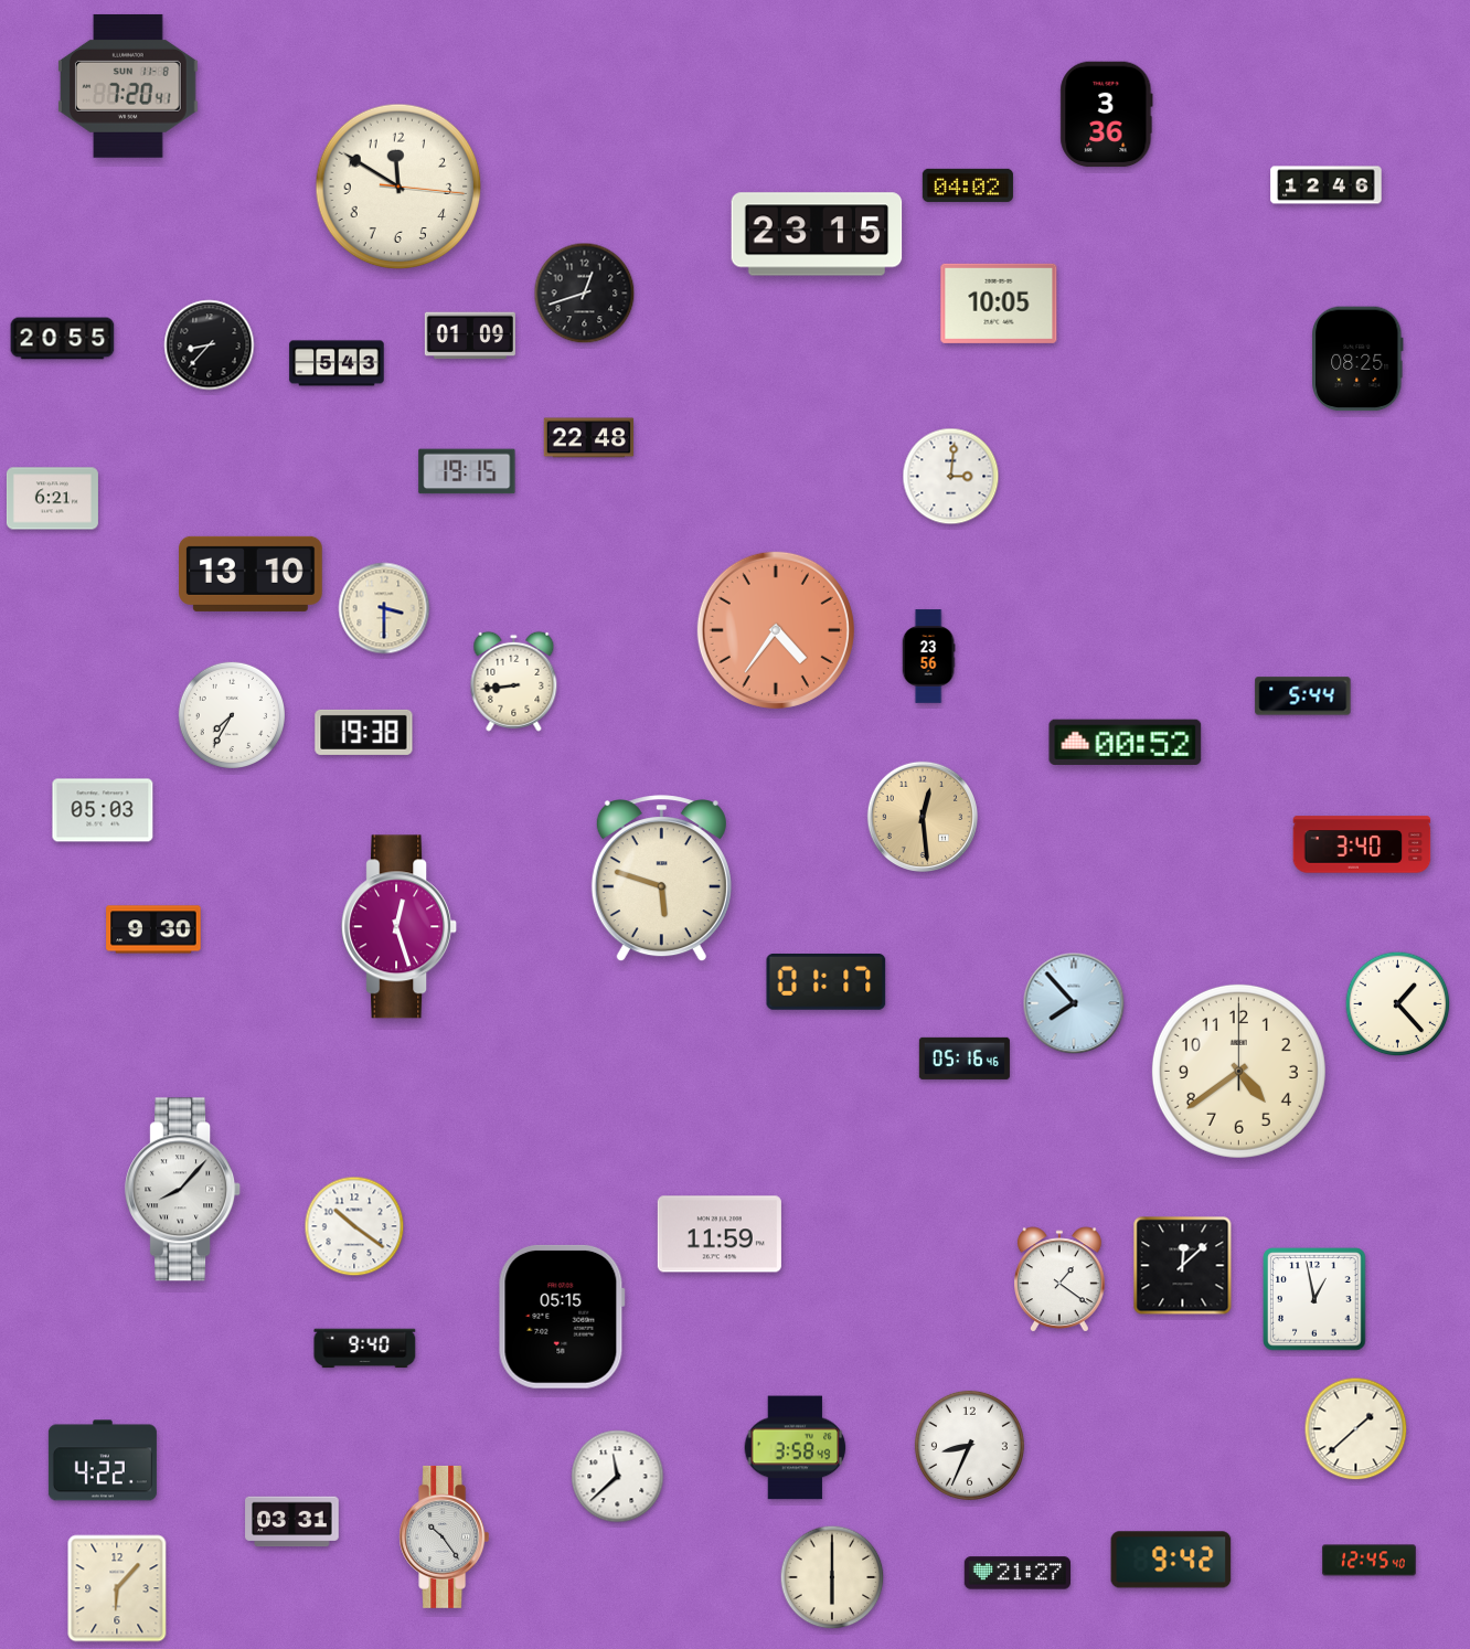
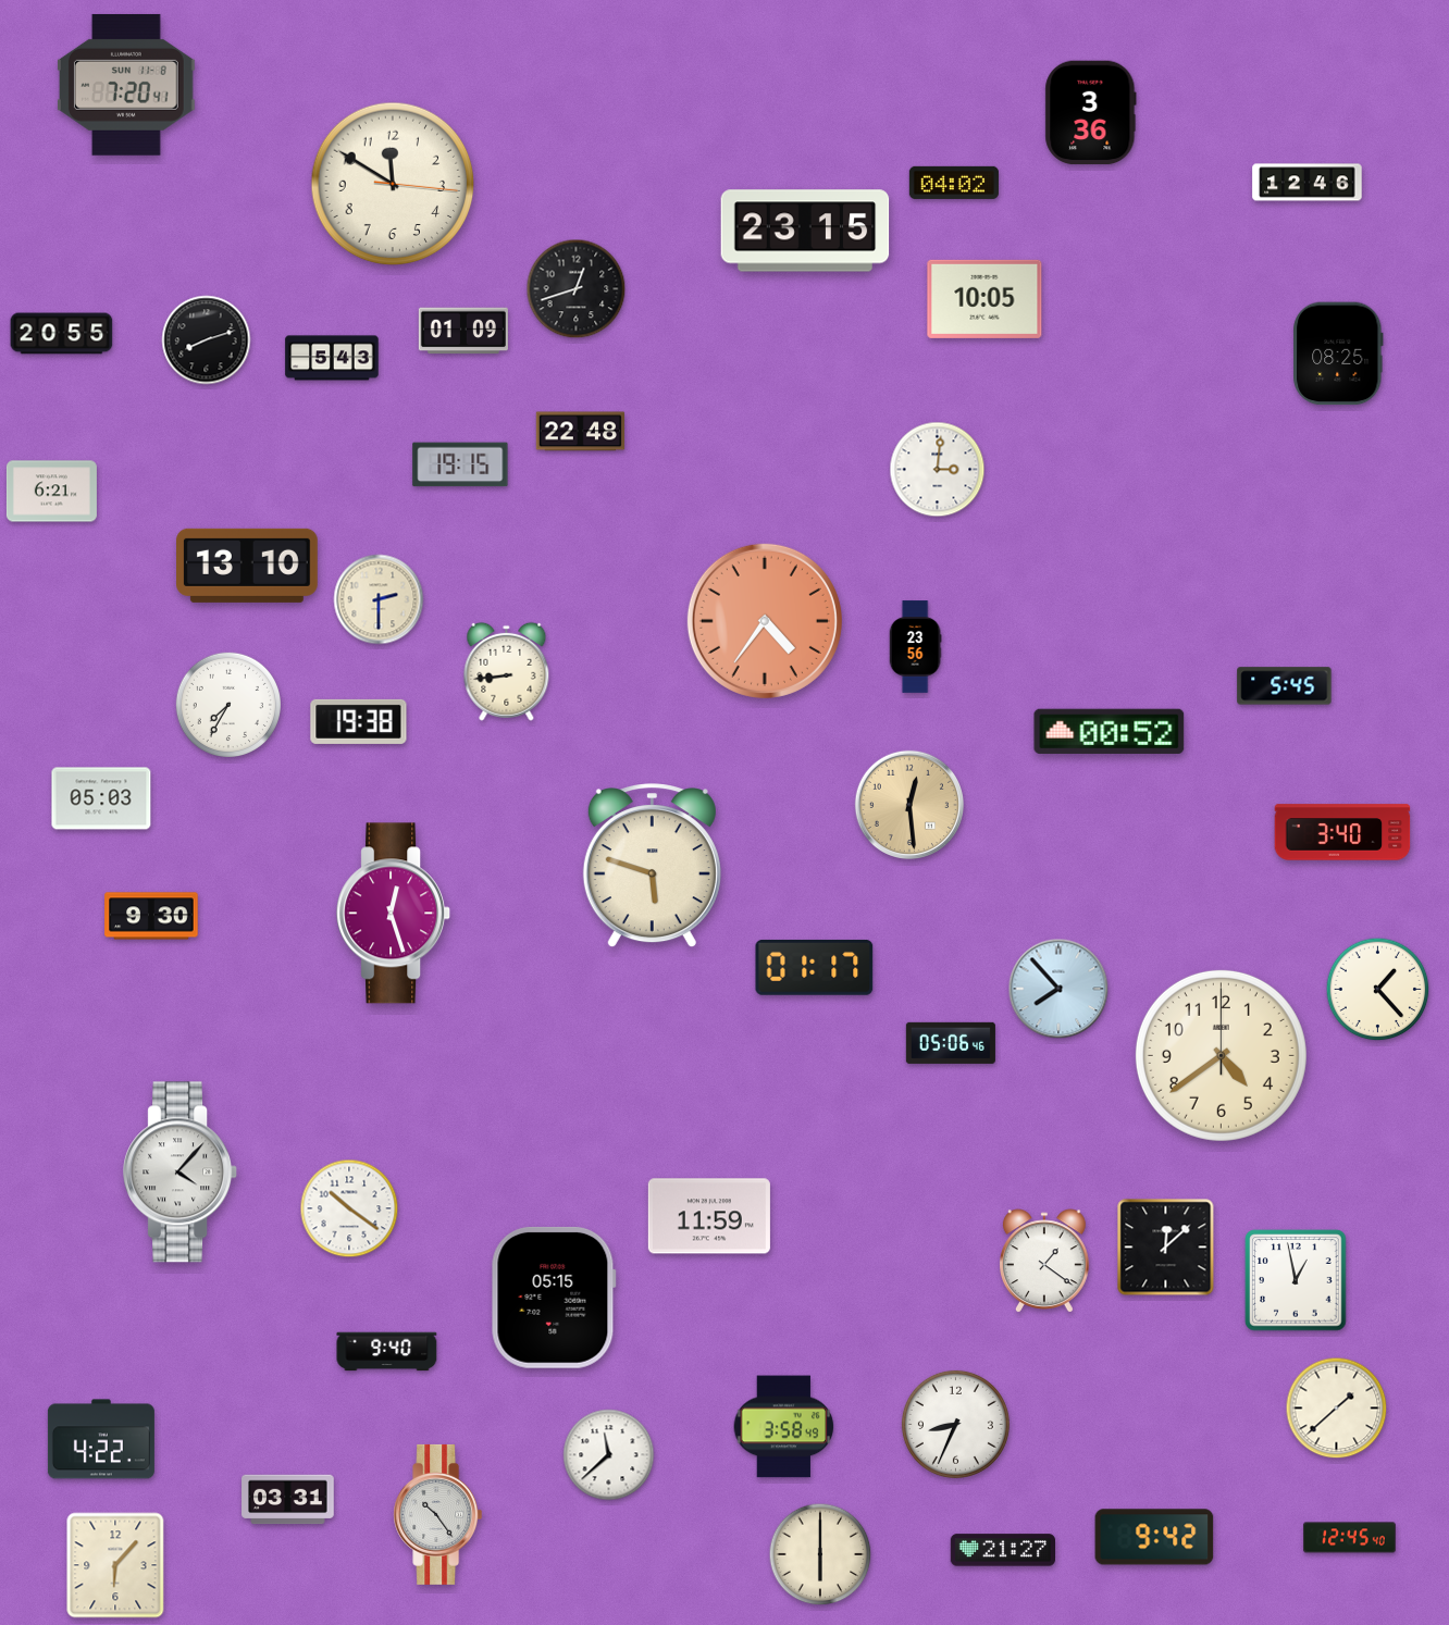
clock at (210, 345): 8:37 -> 8:12
clock at (384, 608): 3:30 -> 2:30
clock at (1303, 696): 5:44 -> 5:45
clock at (965, 1058): 05:16 -> 05:06
clock at (183, 1190): 8:07 -> 4:07
clock at (365, 1349) position: (365, 1349) -> (387, 1352)
